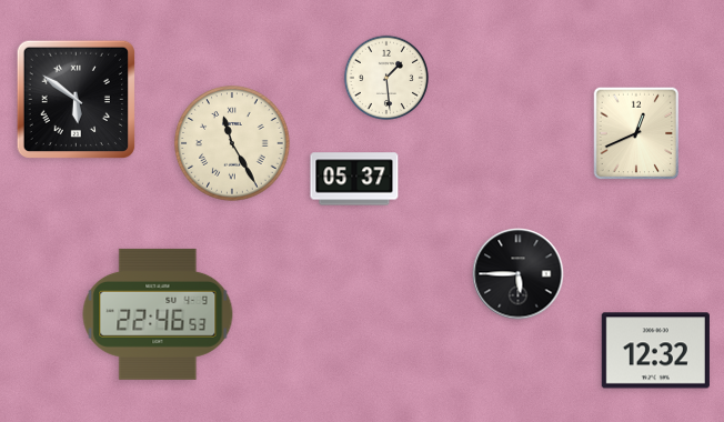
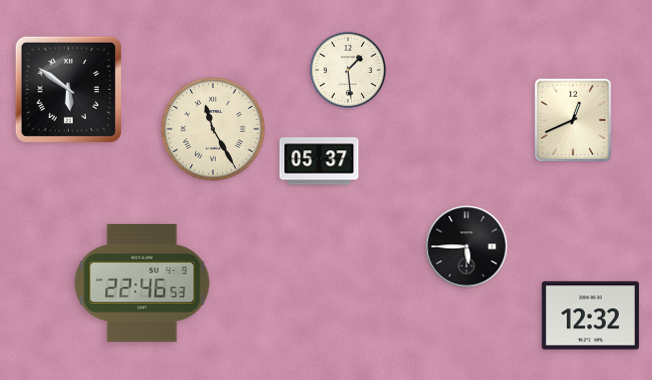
clock at (232, 143) position: (232, 143) -> (213, 129)
